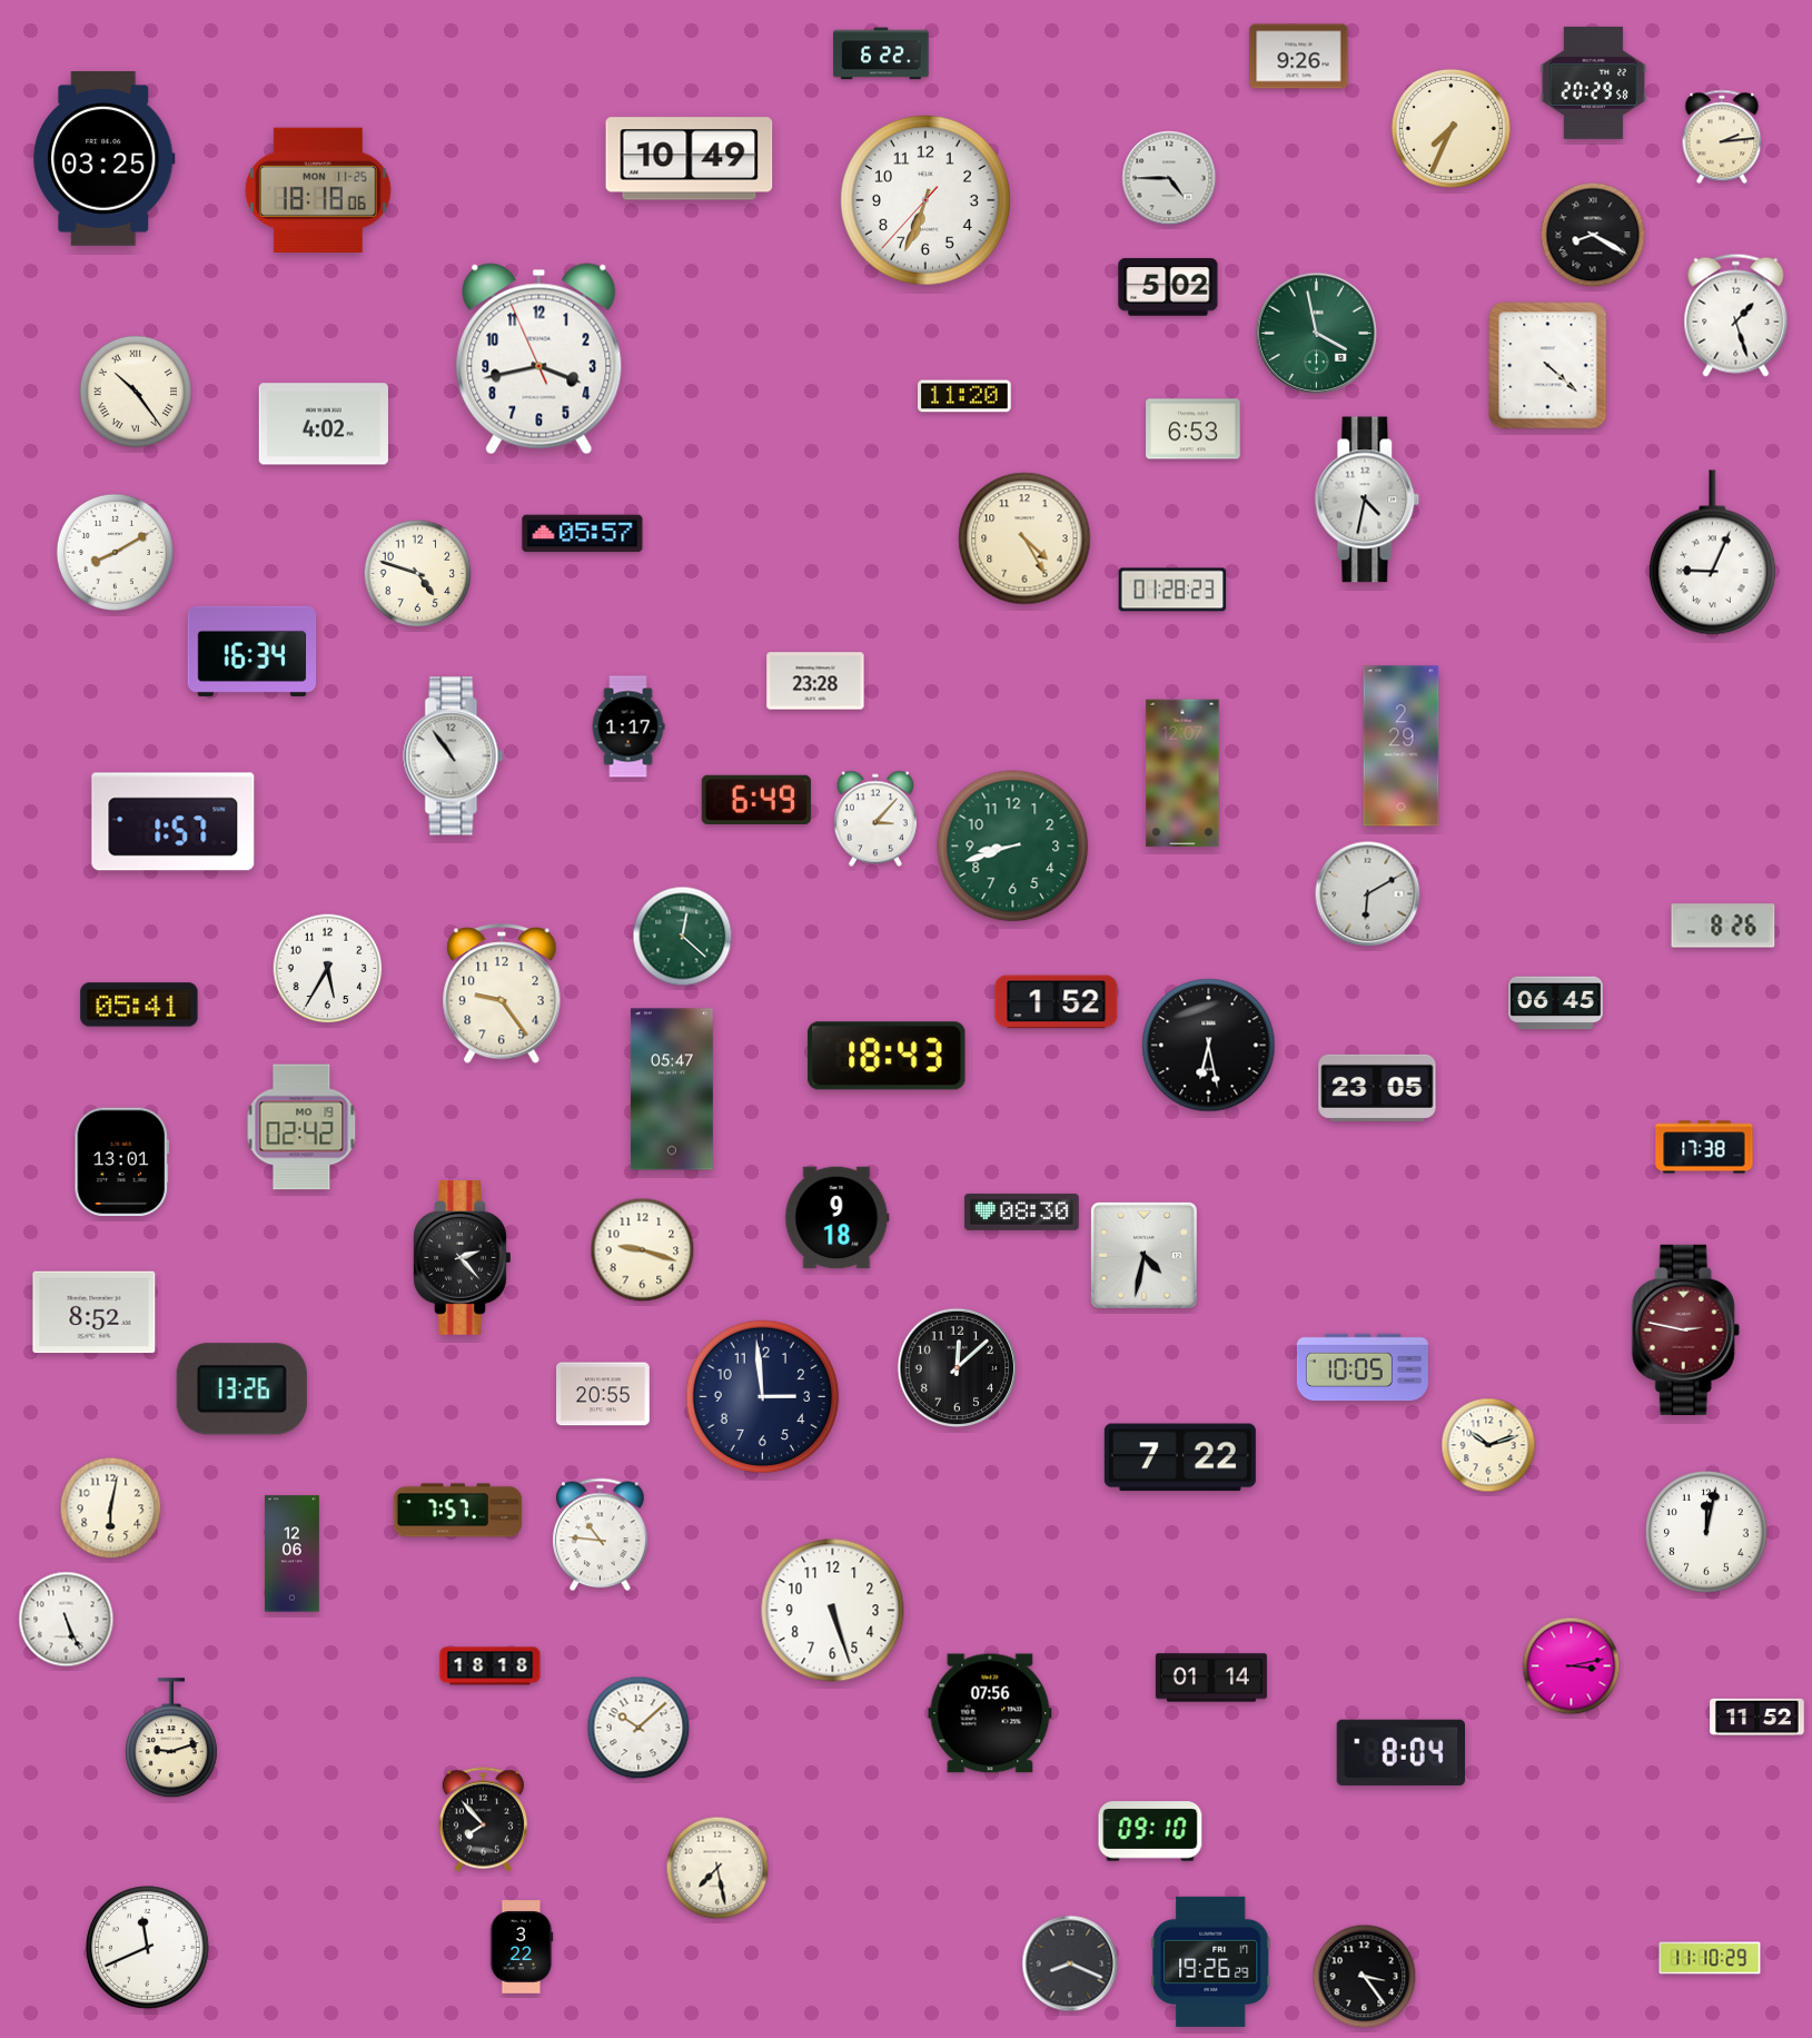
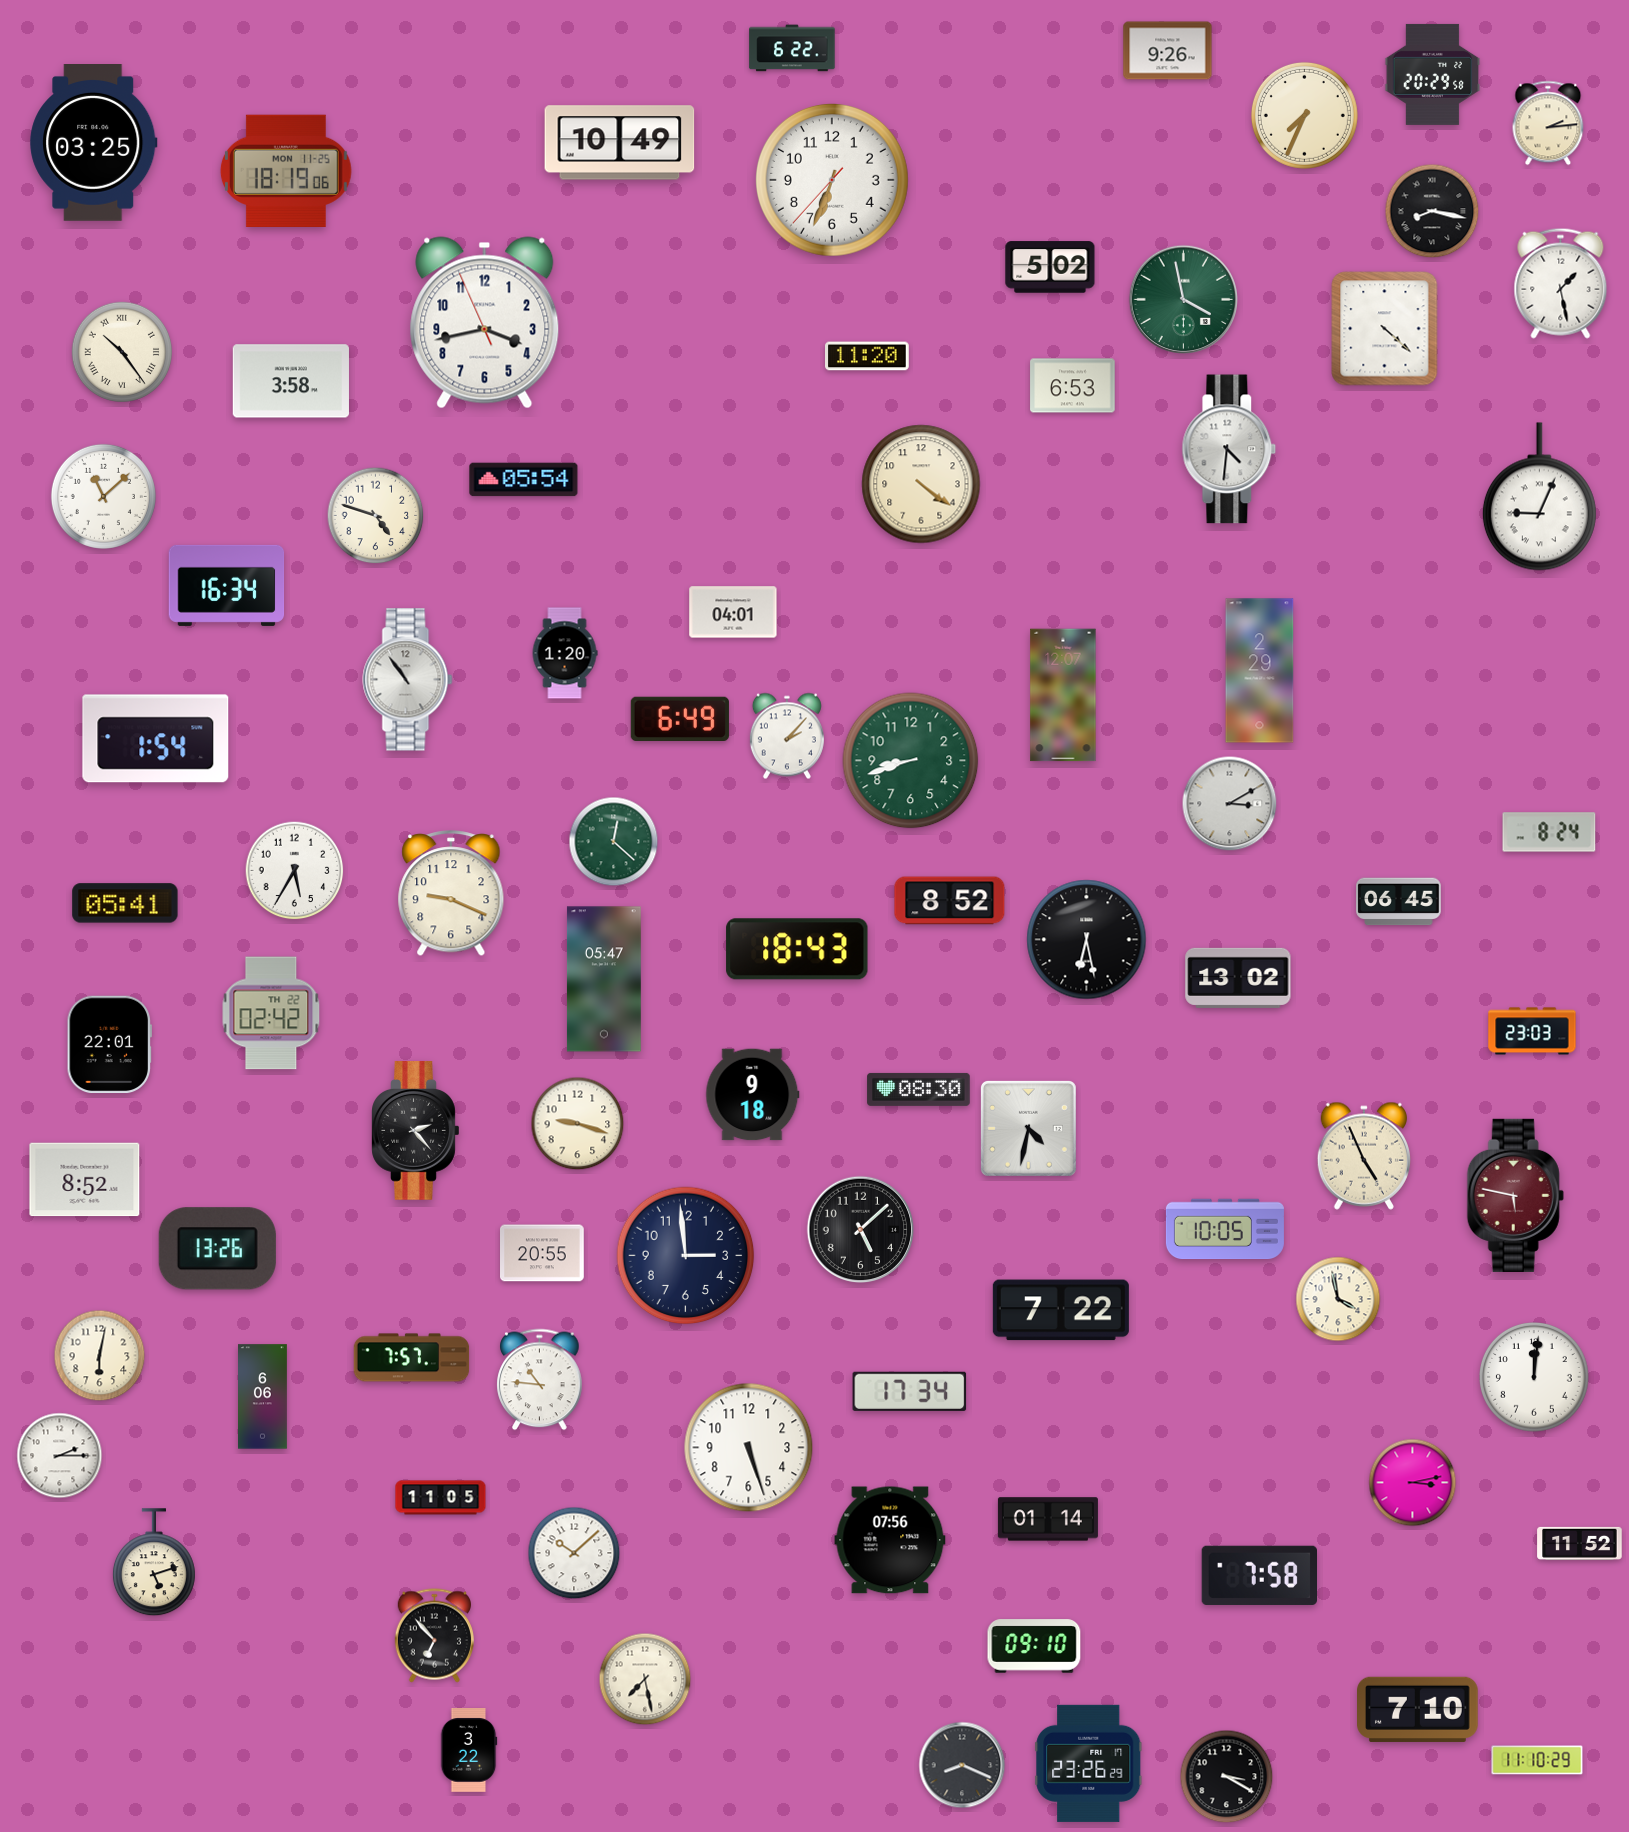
clock at (1169, 178): 4:45 -> none
clock at (318, 189): 18:18 -> 18:19
clock at (1593, 235): 8:20 -> 8:17
clock at (1168, 287) position: (1168, 287) -> (1050, 267)
clock at (1736, 315): 1:27 -> 1:28
clock at (1548, 366) position: (1548, 366) -> (1385, 329)
clock at (324, 424): 4:02 -> 3:58
clock at (1367, 499): 4:32 -> 4:31
clock at (583, 534): 05:57 -> 05:54
clock at (1024, 538): 4:25 -> 4:21
clock at (115, 552): 8:10 -> 11:08
clock at (1172, 590): 01:28 -> none
clock at (815, 681): 23:28 -> 04:01
clock at (628, 726): 1:17 -> 1:20
clock at (875, 819): 3:07 -> 2:07
clock at (174, 822): 1:57 -> 1:54
clock at (1368, 894): 6:10 -> 3:10
clock at (1723, 926): 8:26 -> 8:24
clock at (502, 995): 9:24 -> 9:19
clock at (1057, 1002): 1:52 -> 8:52
clock at (1377, 1088): 23:05 -> 13:02
clock at (301, 1127) date: MO 19 -> TH 22
clock at (1704, 1147): 17:38 -> 23:03
clock at (121, 1163): 13:01 -> 22:01
clock at (1363, 1156): none -> 4:56
clock at (1685, 1329): 2:47 -> 5:47
clock at (958, 1368): 12:08 -> 5:08
clock at (1488, 1445): 10:12 -> 3:58
clock at (1707, 1533): 12:02 -> 12:01
clock at (910, 1391): none -> 17:34
clock at (293, 1554): 12:06 -> 6:06
clock at (67, 1620): 5:26 -> 2:15
clock at (491, 1666): 18:18 -> 11:05
clock at (1572, 1666) position: (1572, 1666) -> (1413, 1483)
clock at (1211, 1678) position: (1211, 1678) -> (1048, 1519)
clock at (171, 1739): 9:12 -> 5:12
clock at (1400, 1752): 8:04 -> 7:58
clock at (483, 1820): 7:53 -> 6:53
clock at (1418, 1709): none -> 7:10
clock at (148, 1948): 11:41 -> none
clock at (1211, 1961): 19:26 -> 23:26
clock at (1365, 1977): 3:24 -> 3:20
